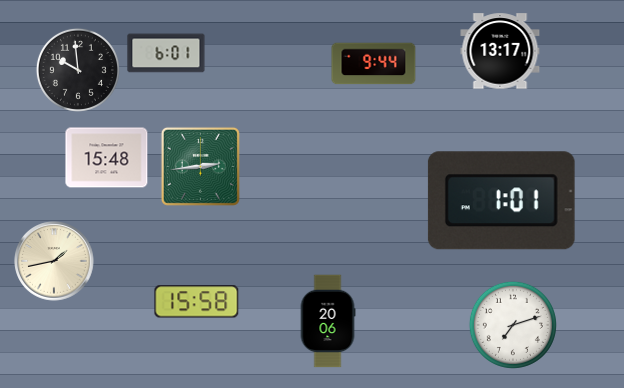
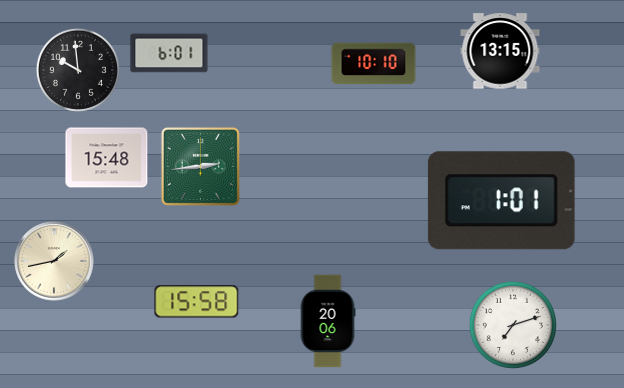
clock at (500, 51): 13:17 -> 13:15
clock at (166, 53) position: (166, 53) -> (169, 53)
clock at (374, 64): 9:44 -> 10:10
